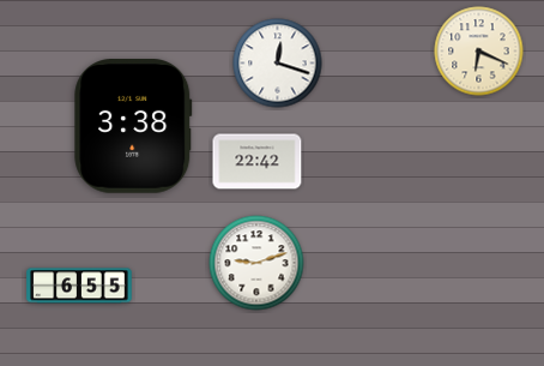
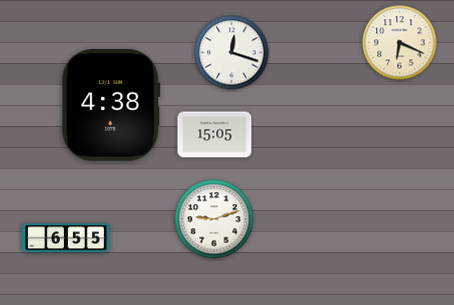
clock at (133, 127): 3:38 -> 4:38
clock at (258, 162): 22:42 -> 15:05
